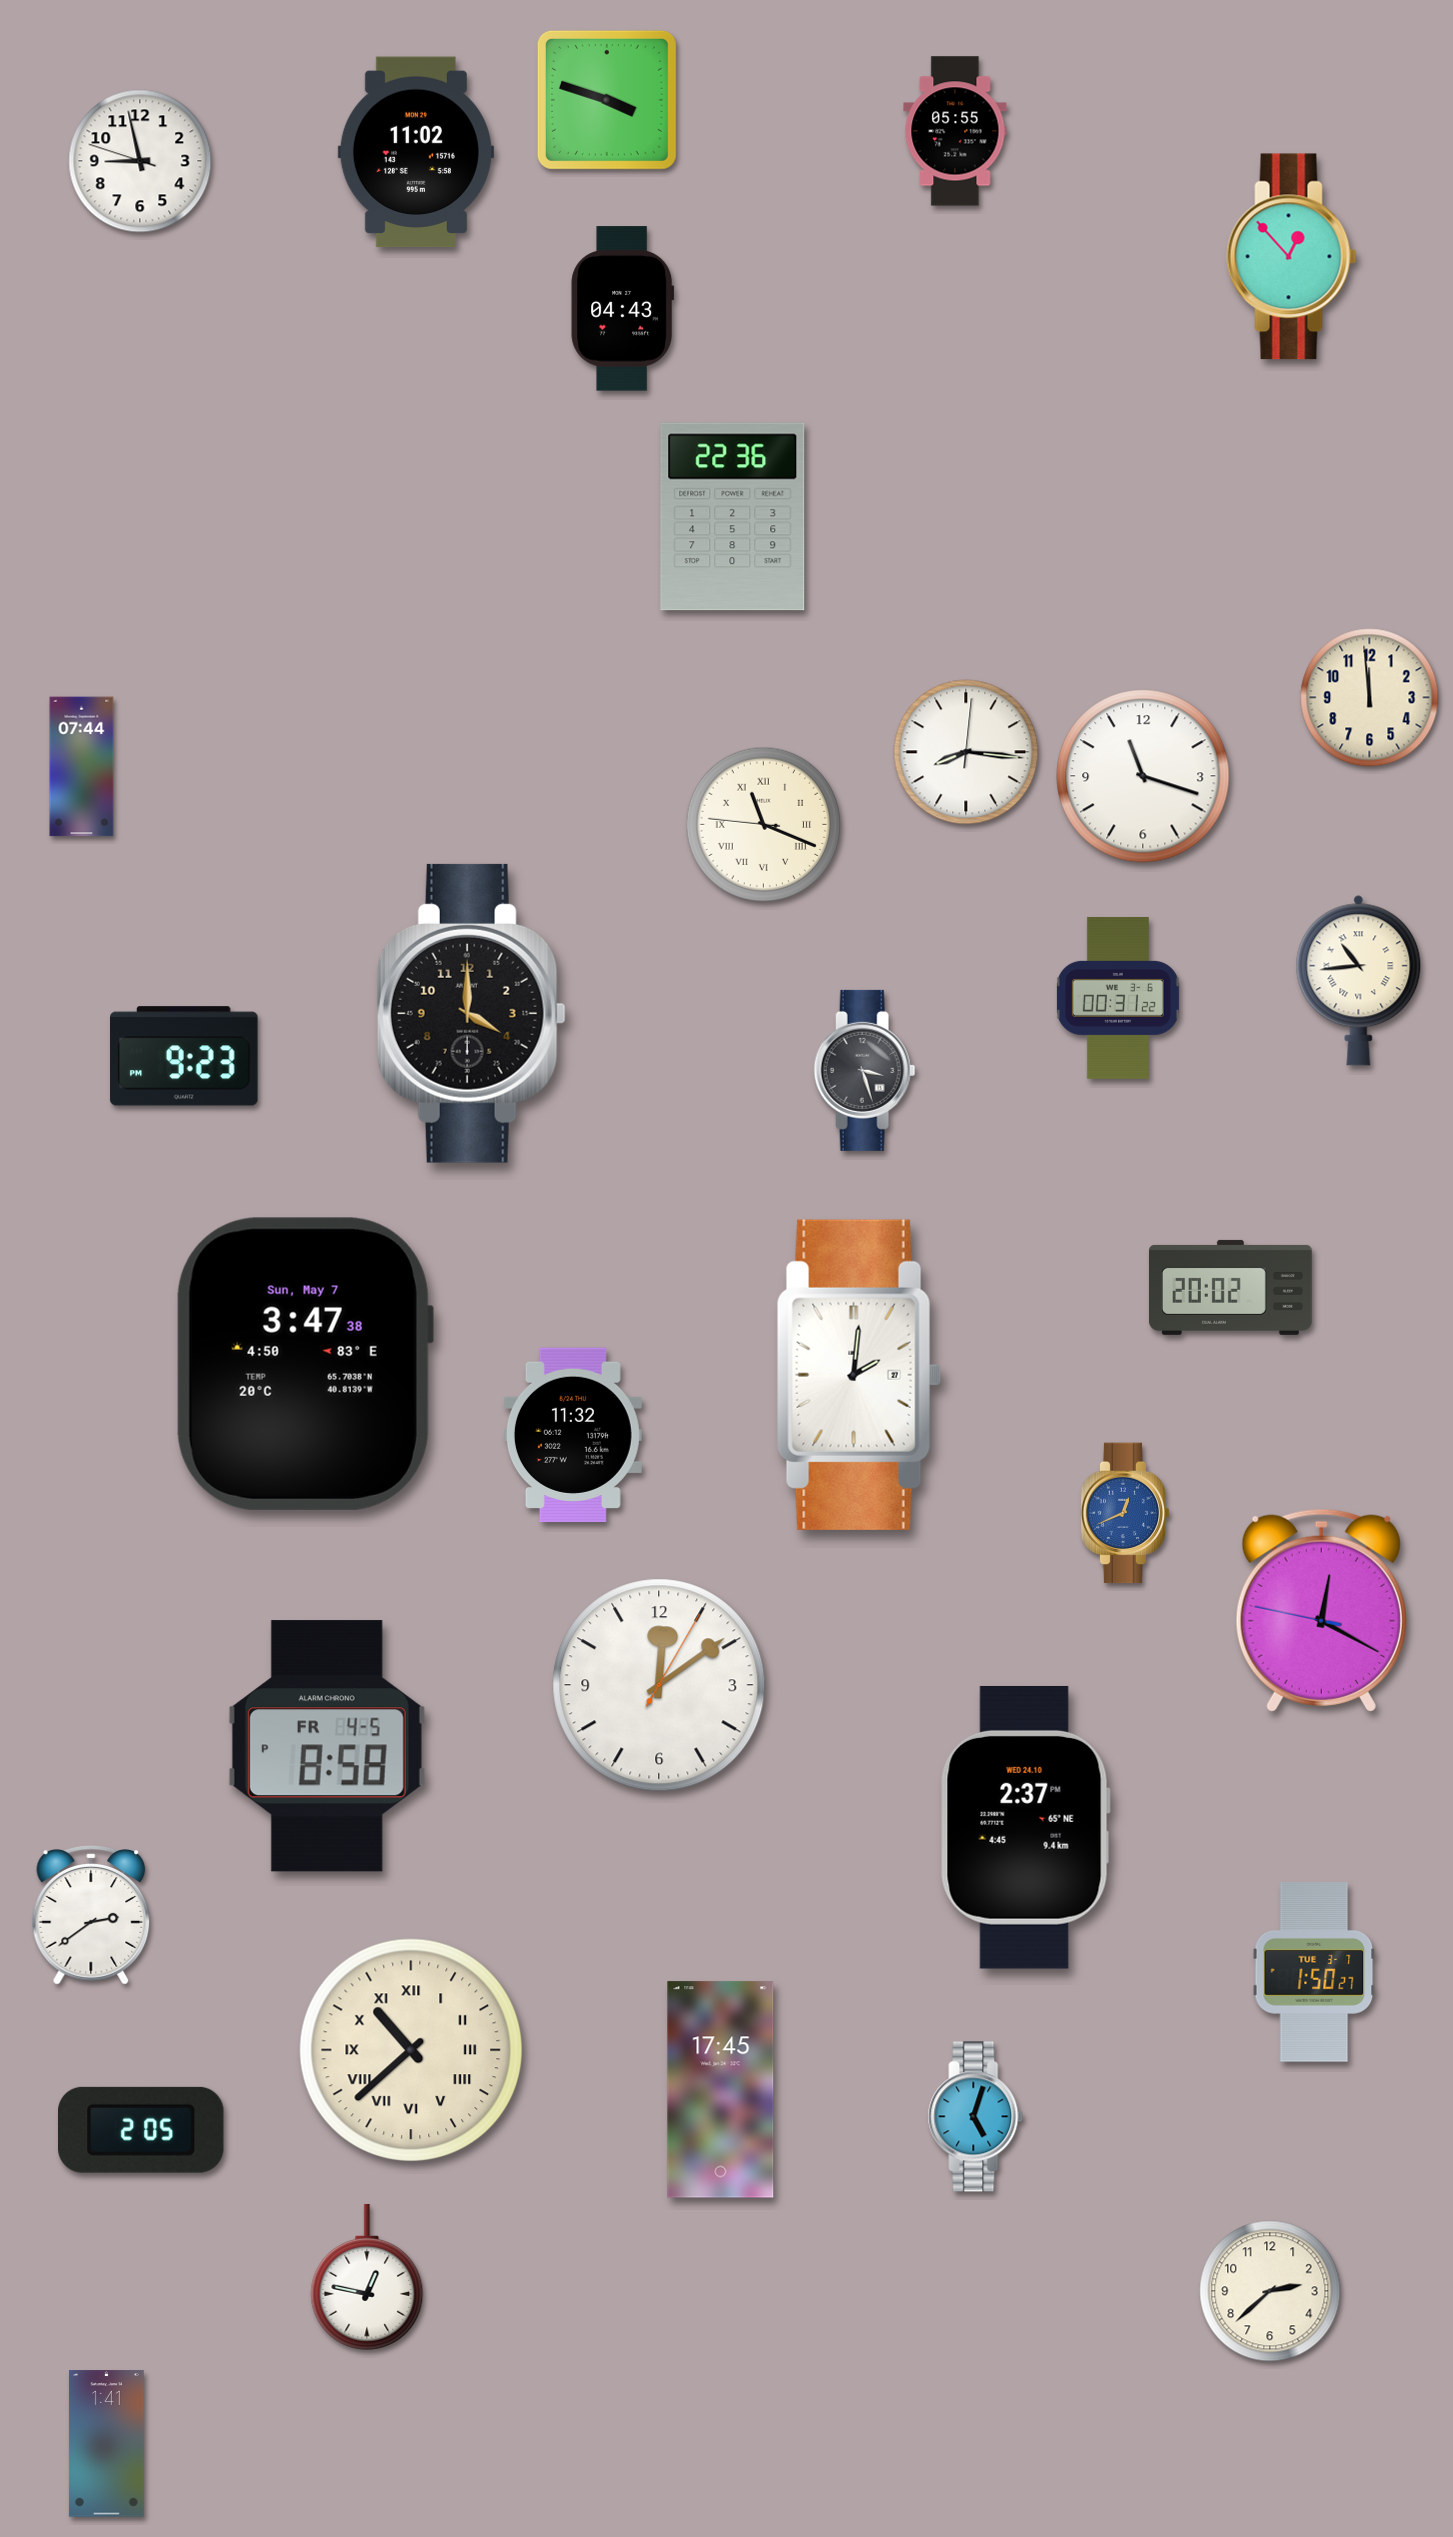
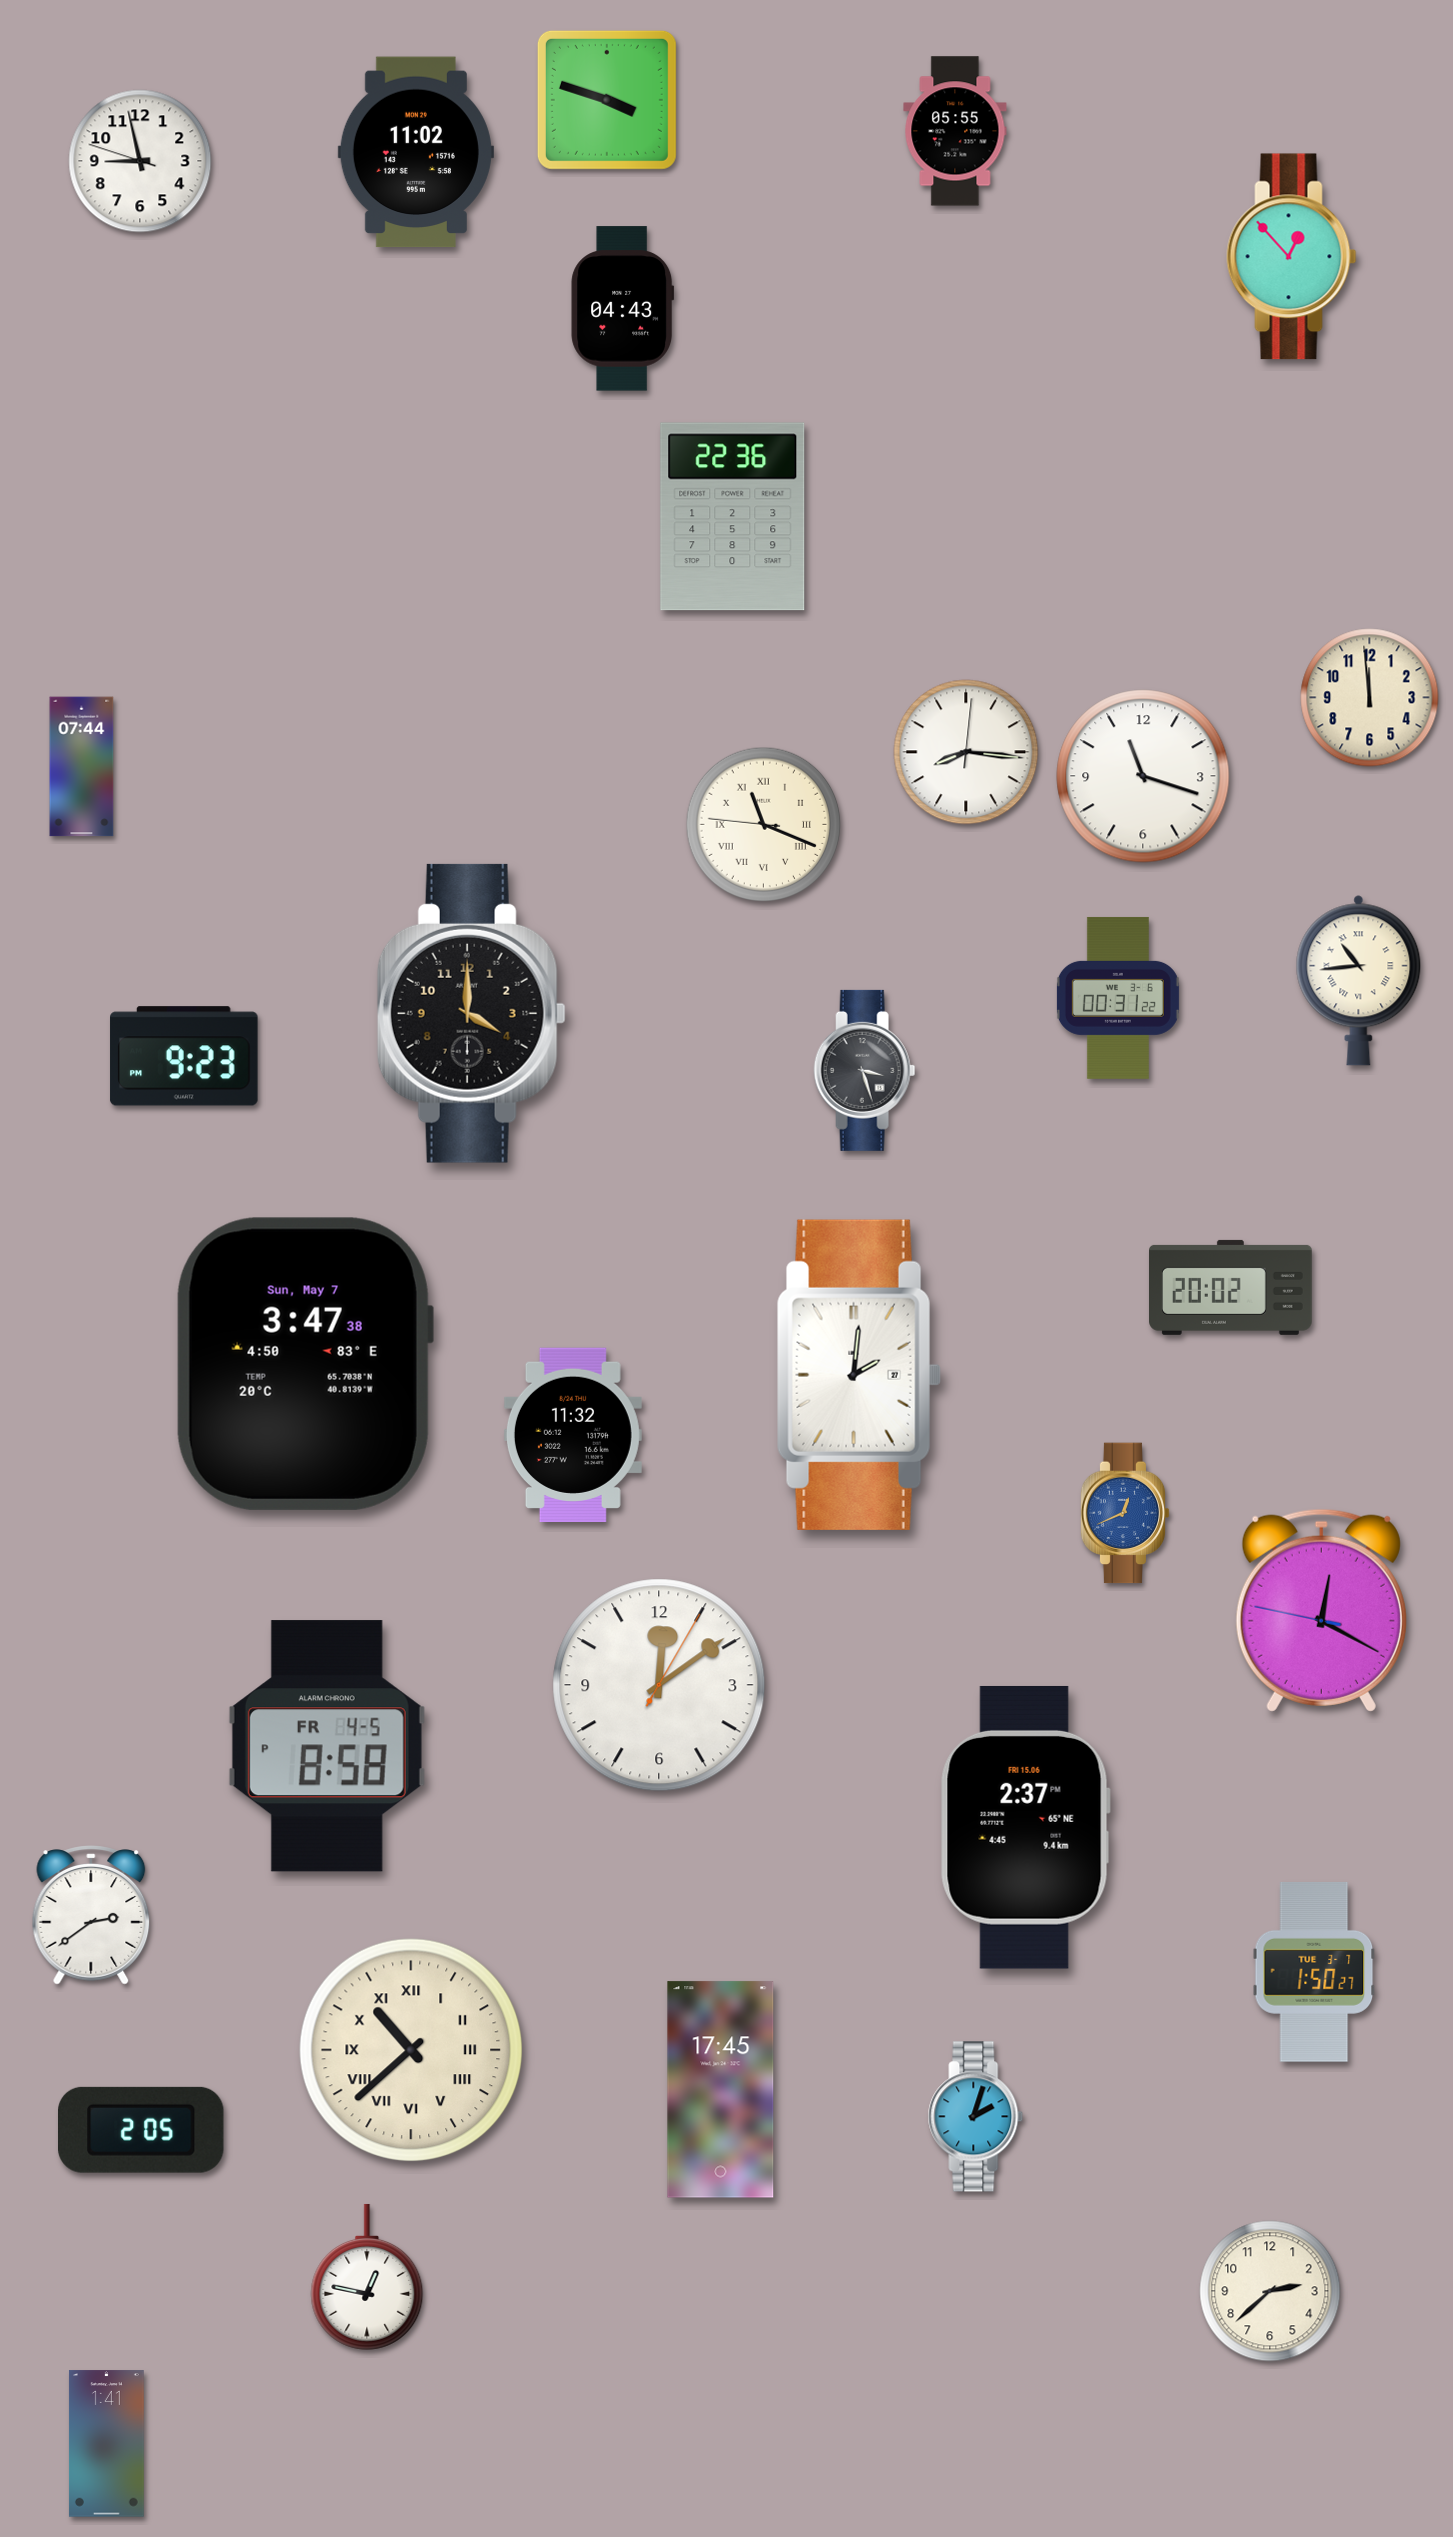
clock at (1025, 1827) date: WED 24.10 -> FRI 15.06
clock at (976, 2117): 5:03 -> 2:03
